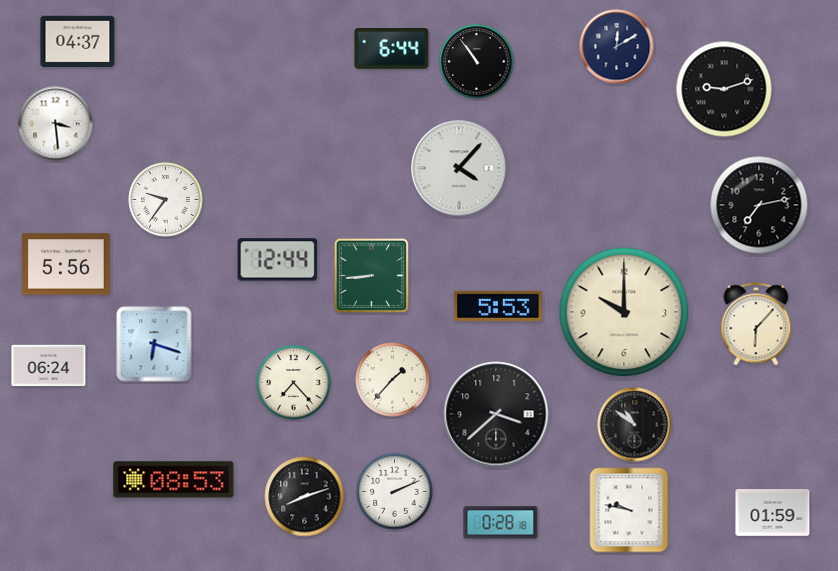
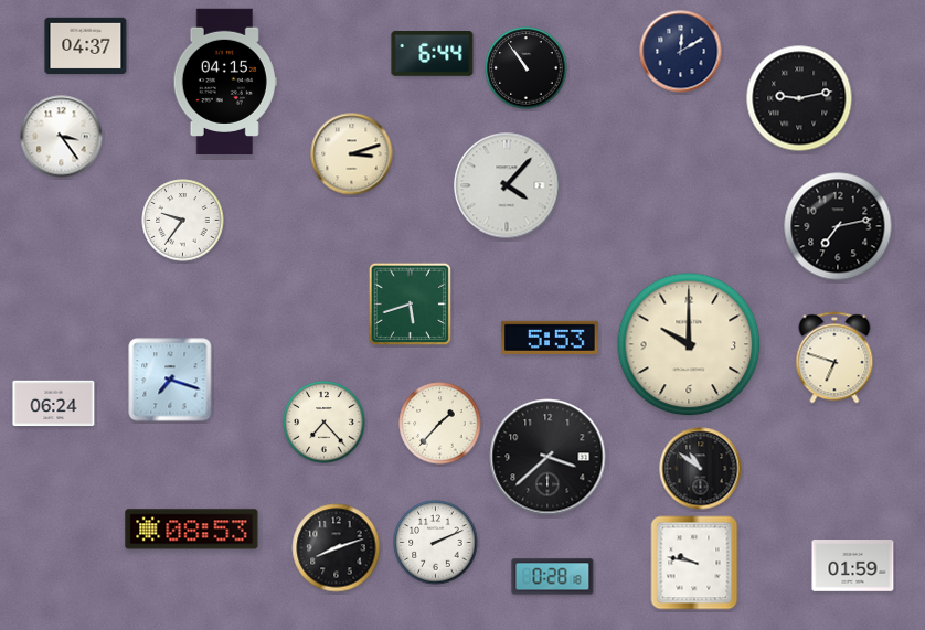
clock at (225, 81): none -> 04:15
clock at (724, 89): 9:12 -> 9:13
clock at (56, 124): 3:29 -> 3:24
clock at (352, 154): none -> 3:12
clock at (278, 260): 12:44 -> none
clock at (67, 264): 5:56 -> none
clock at (371, 275): 8:44 -> 5:42
clock at (756, 324): 6:07 -> 6:48
clock at (154, 344): 6:18 -> 7:18
clock at (393, 380) position: (393, 380) -> (440, 424)
